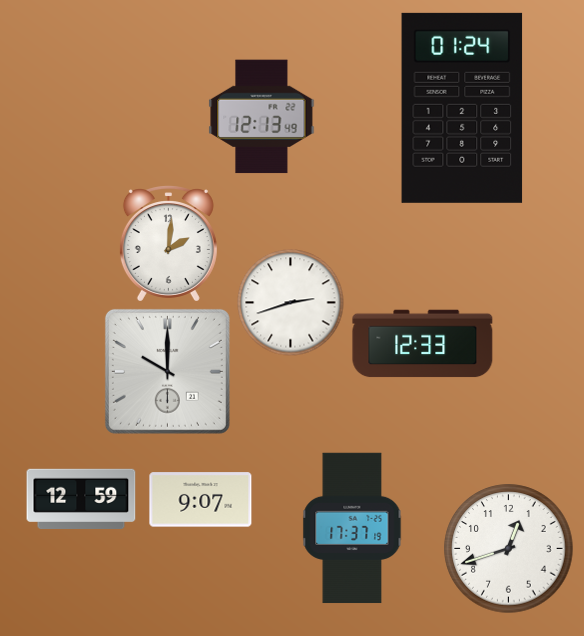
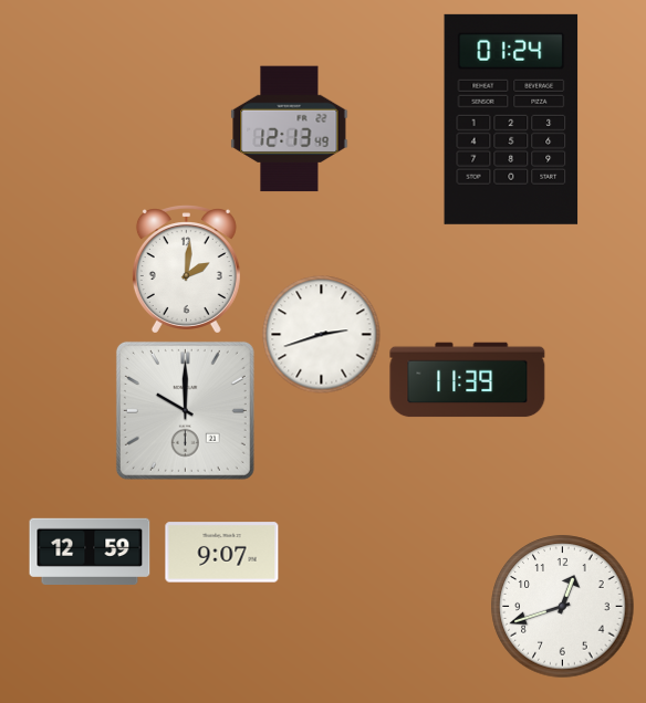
clock at (423, 344): 12:33 -> 11:39
clock at (352, 528): 17:37 -> none
